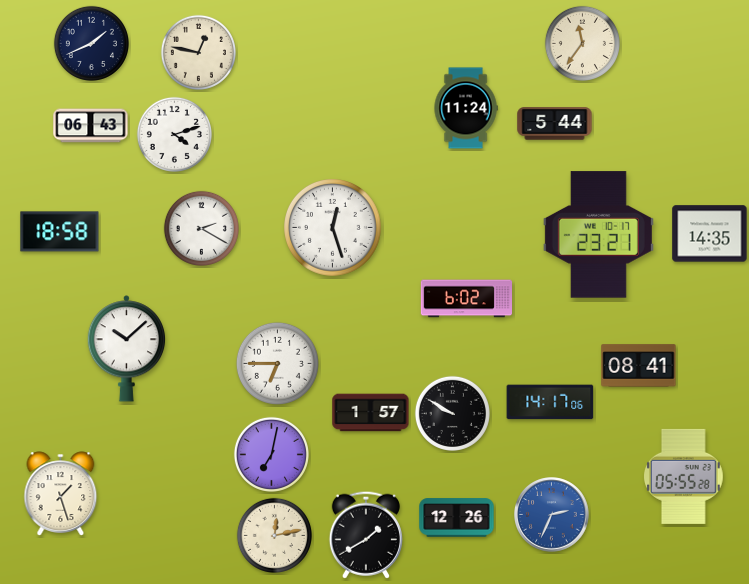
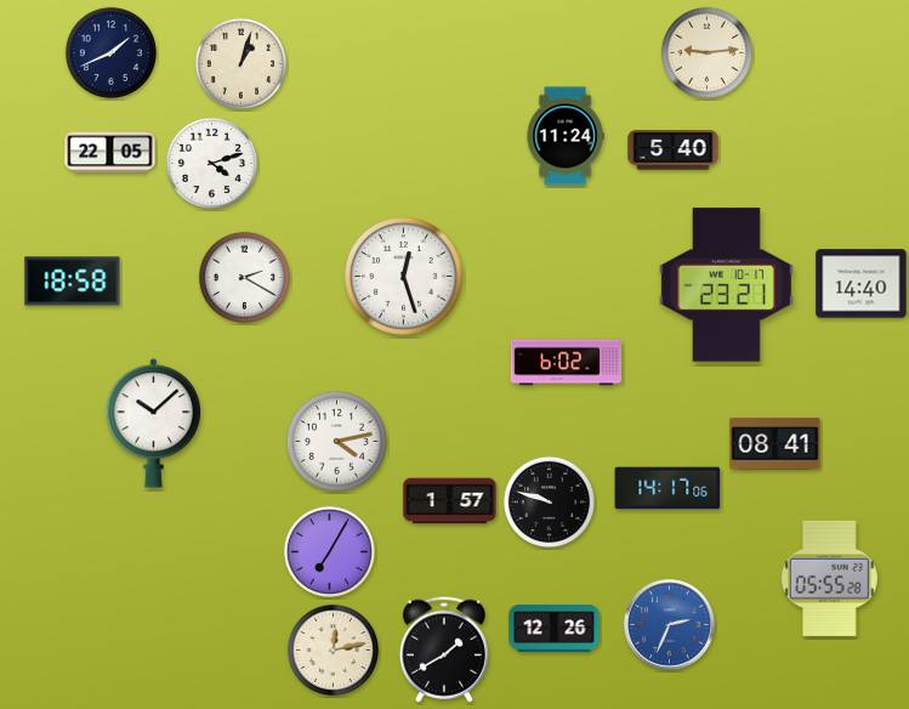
clock at (582, 43): 11:36 -> 9:14
clock at (198, 52): 12:47 -> 1:03
clock at (466, 108) position: (466, 108) -> (566, 136)
clock at (555, 124): 5:44 -> 5:40
clock at (91, 126): 06:43 -> 22:05
clock at (710, 234): 14:35 -> 14:40
clock at (277, 363): 6:45 -> 4:13
clock at (452, 413): 9:50 -> 9:48
clock at (271, 454): 7:02 -> 7:05
clock at (61, 494): 1:27 -> none
